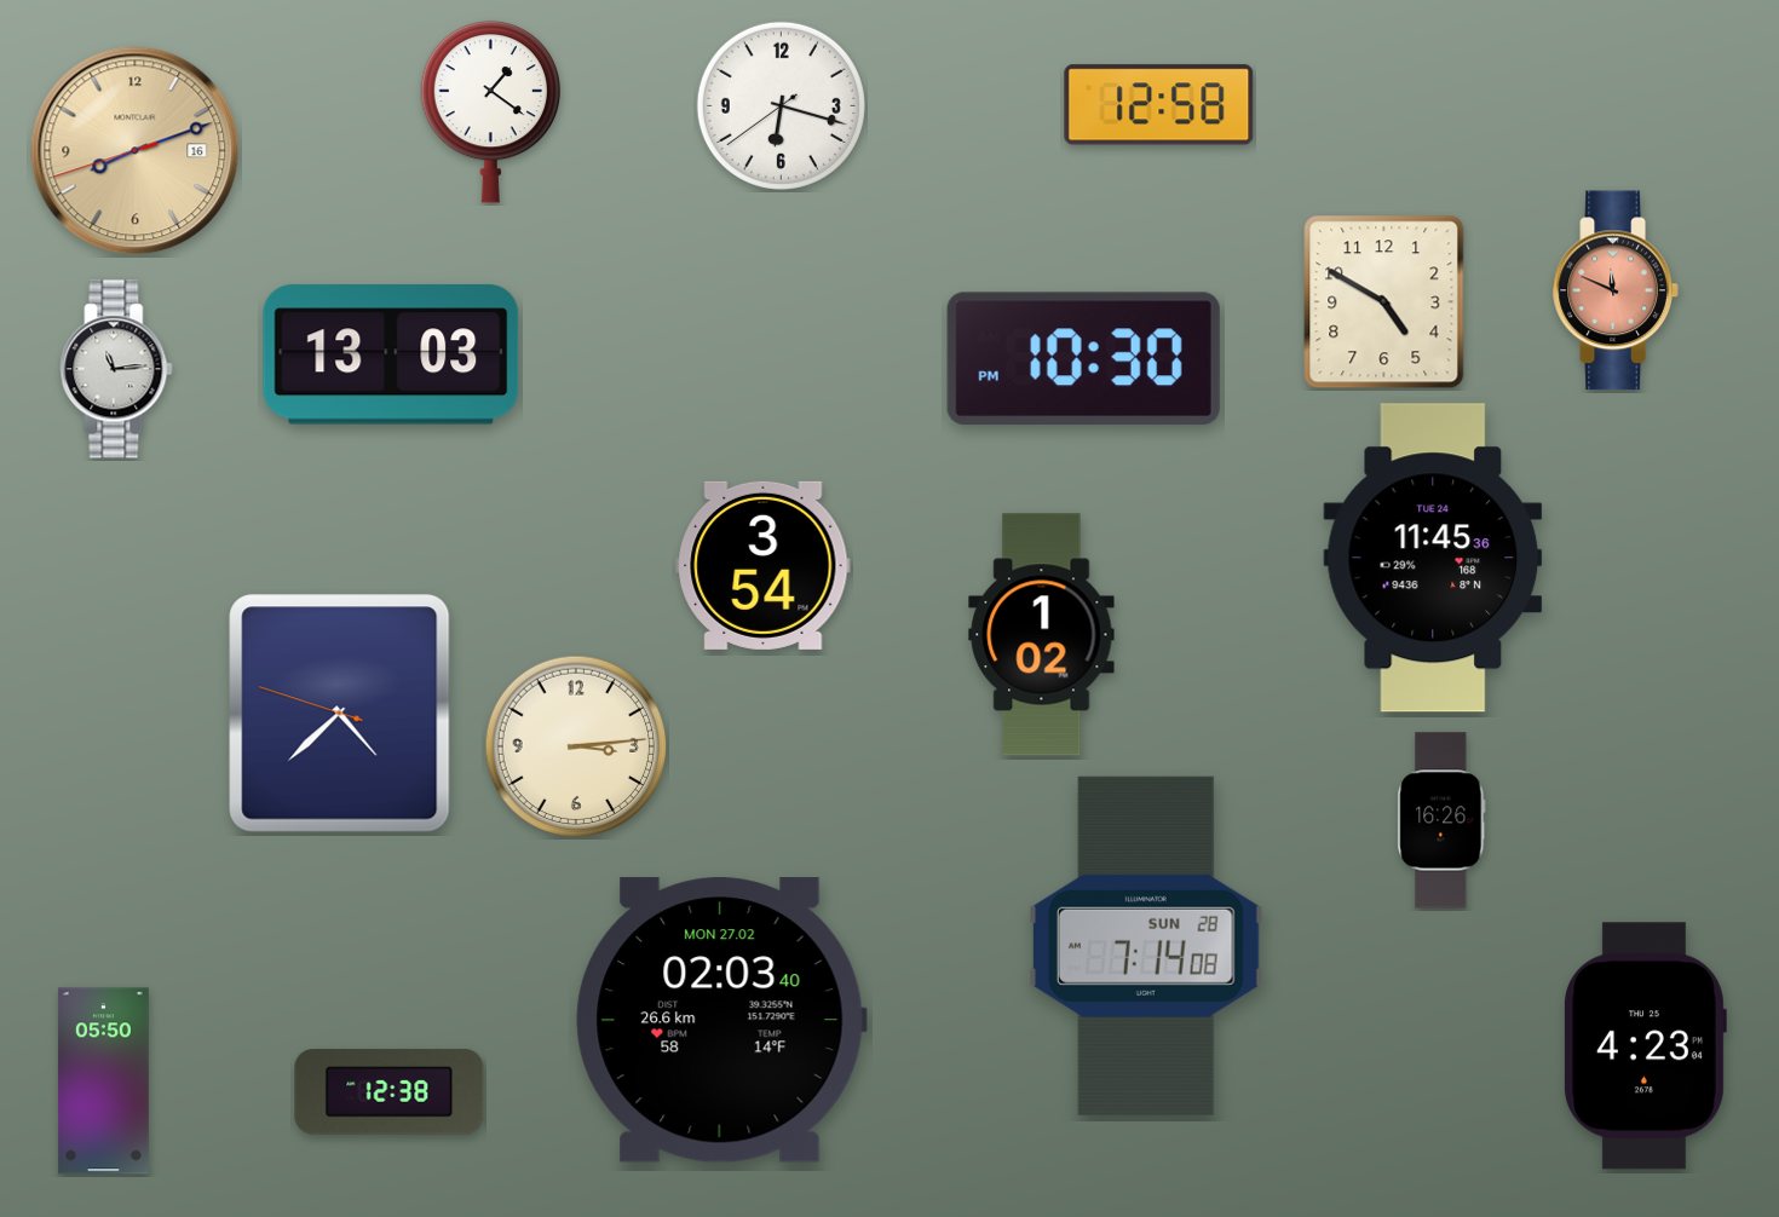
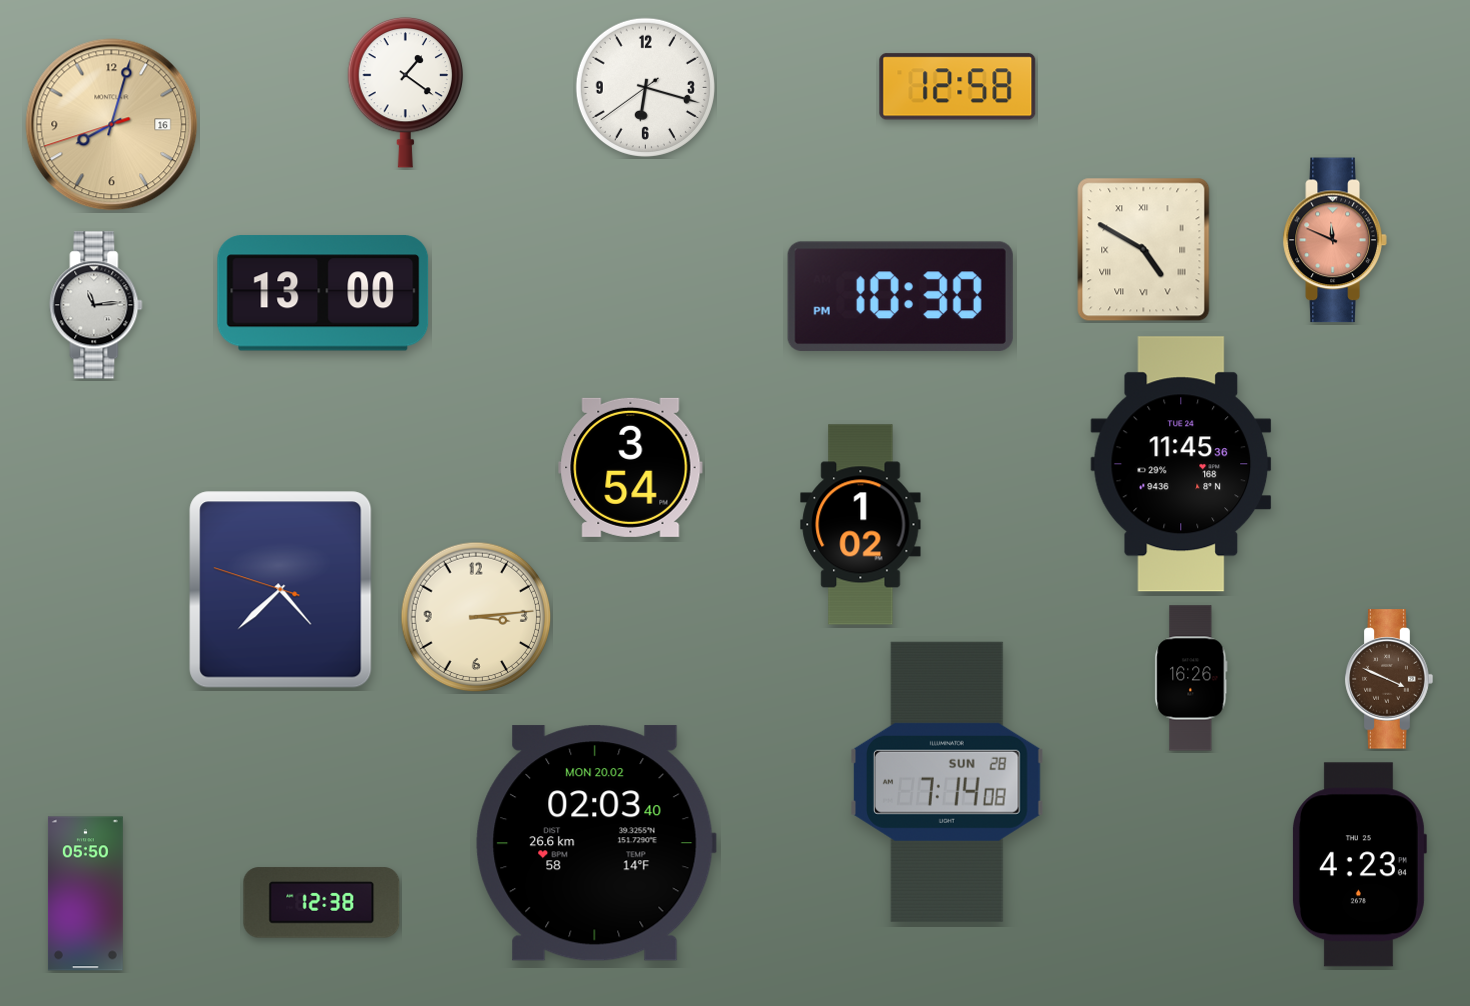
clock at (136, 151): 8:11 -> 8:02
clock at (1384, 302) numerals: Arabic -> Roman
clock at (391, 354): 13:03 -> 13:00
clock at (1083, 358) position: (1083, 358) -> (900, 296)
clock at (1433, 558) position: (1433, 558) -> (1181, 464)
clock at (1389, 679): none -> 3:49
clock at (721, 1020) date: MON 27.02 -> MON 20.02
